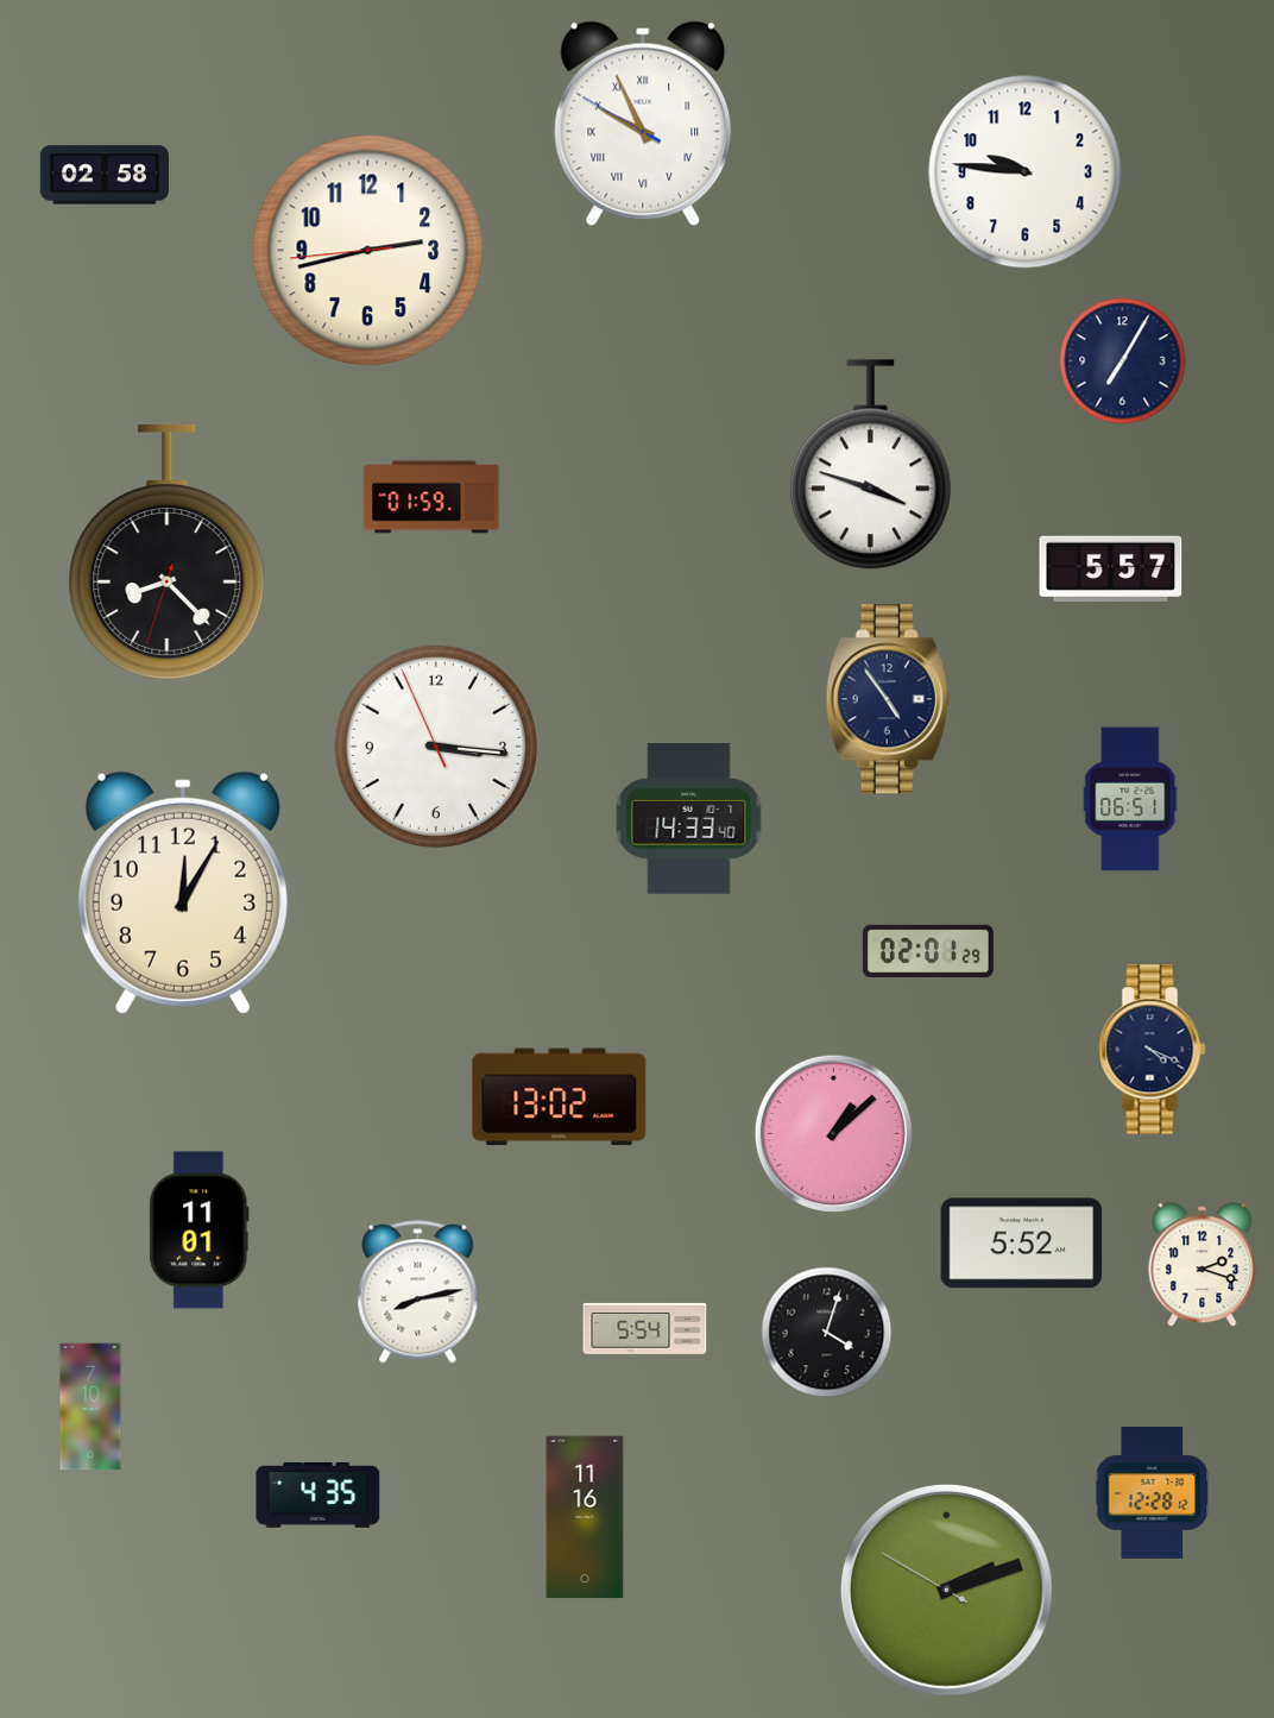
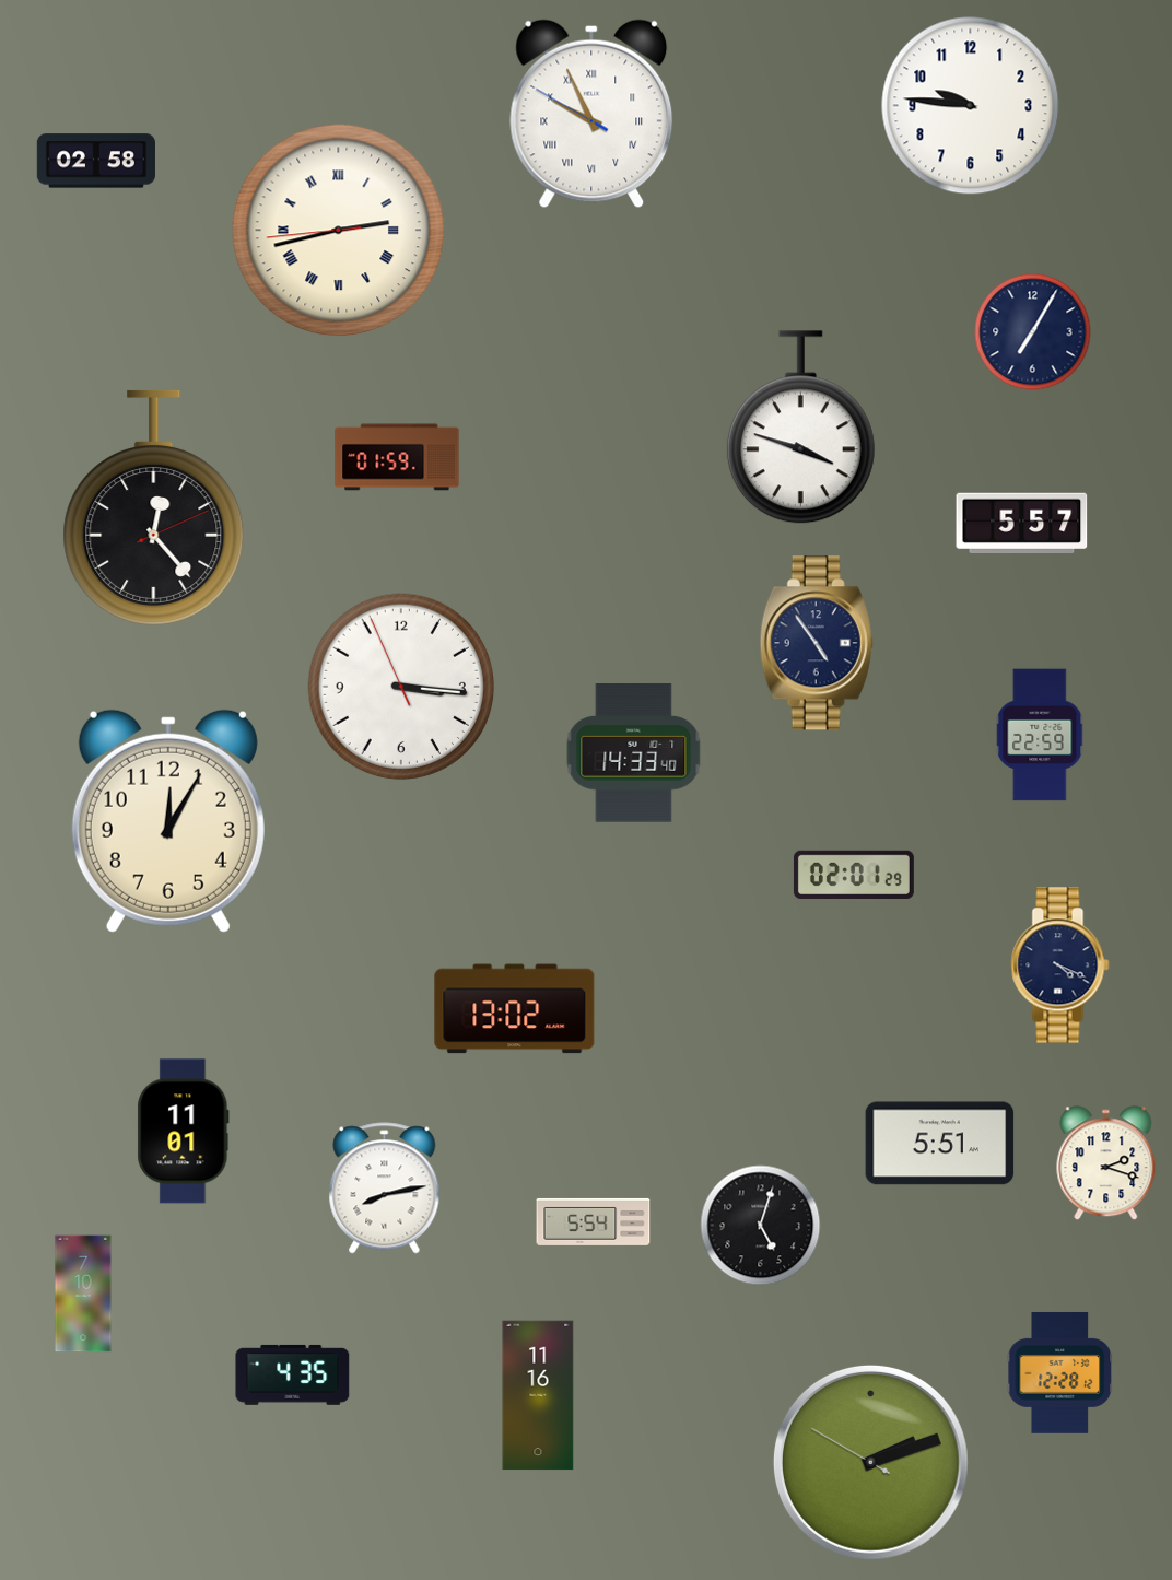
clock at (1026, 172) position: (1026, 172) -> (971, 106)
clock at (368, 251) numerals: Arabic -> Roman
clock at (168, 552): 8:22 -> 12:23
clock at (1131, 799): 06:51 -> 22:59
clock at (833, 1133): 1:08 -> none
clock at (1022, 1244): 5:52 -> 5:51
clock at (827, 1333): 4:03 -> 5:03
